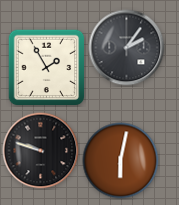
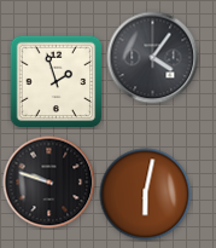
clock at (127, 48): 2:06 -> 4:06
clock at (46, 67): 1:55 -> 1:57
